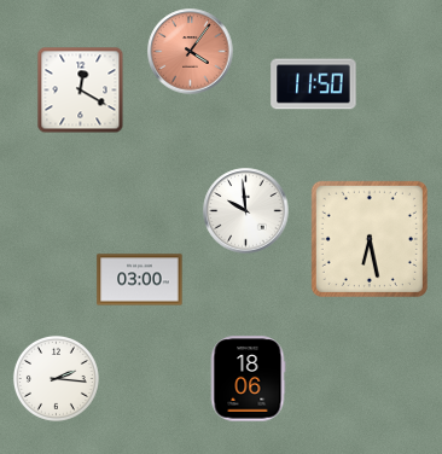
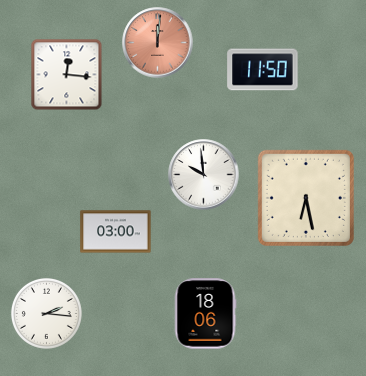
clock at (191, 52): 4:06 -> 12:01
clock at (314, 85) position: (314, 85) -> (263, 70)
clock at (81, 91): 12:20 -> 12:16
